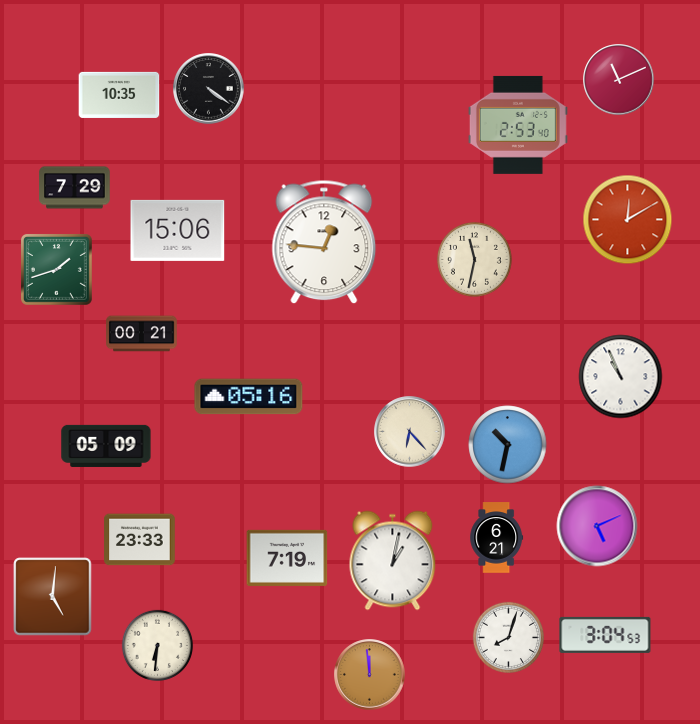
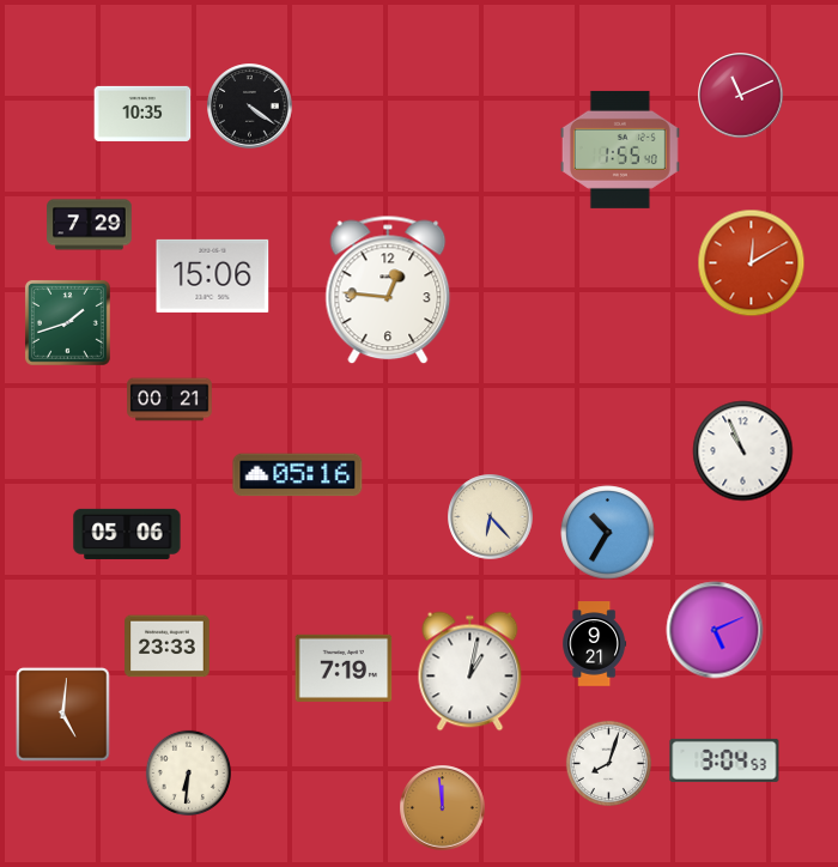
clock at (518, 125): 2:53 -> 1:55
clock at (474, 259): 11:32 -> none
clock at (508, 445): 10:32 -> 10:35
clock at (106, 446): 05:09 -> 05:06
clock at (497, 538): 6:21 -> 9:21
